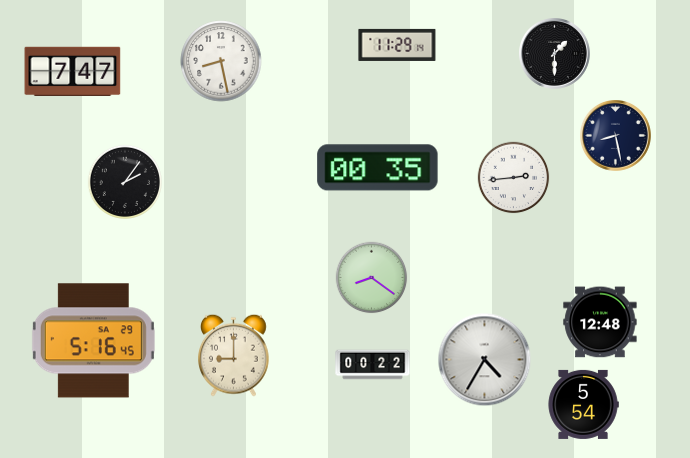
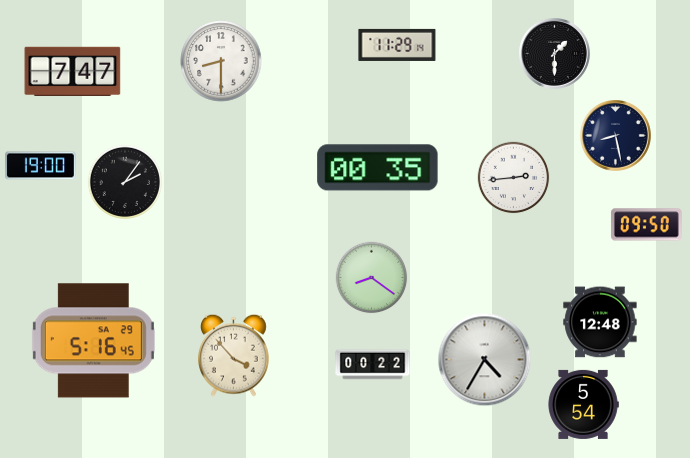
clock at (221, 61): 8:28 -> 8:30
clock at (40, 166): none -> 19:00
clock at (646, 225): none -> 09:50
clock at (234, 355): 9:00 -> 3:53
